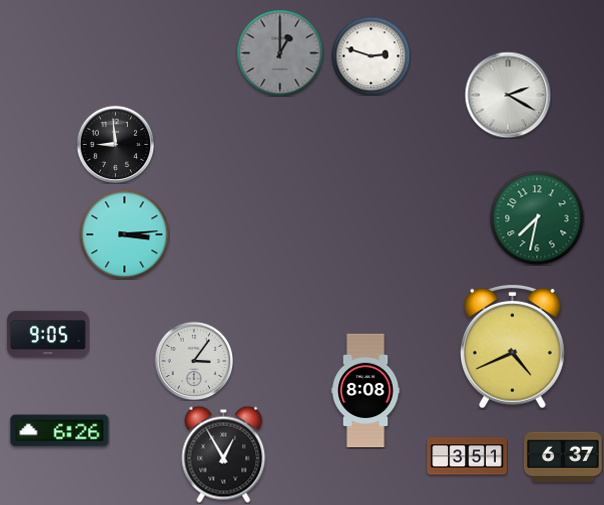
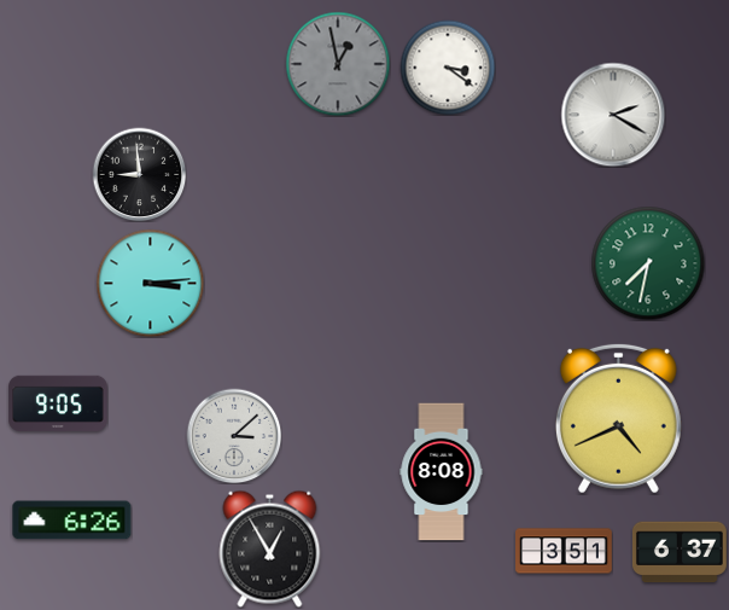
clock at (280, 53): 1:00 -> 12:58
clock at (371, 56): 2:48 -> 3:21
clock at (194, 361): 3:06 -> 3:08
